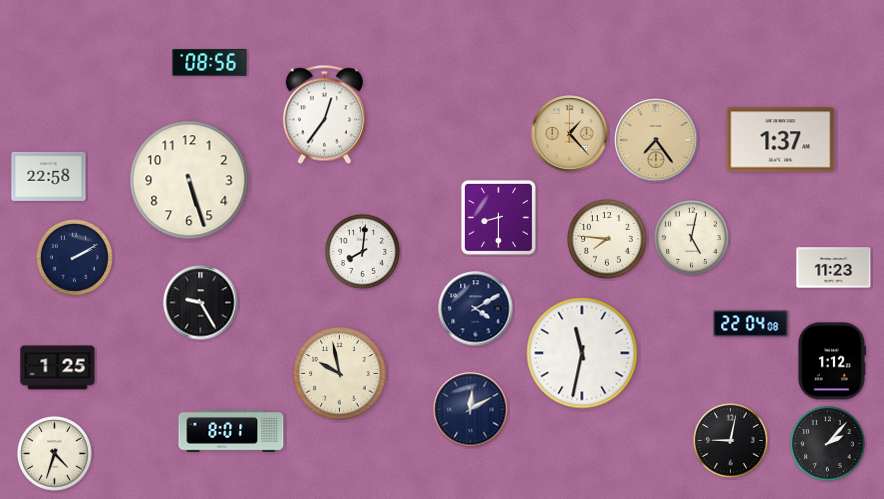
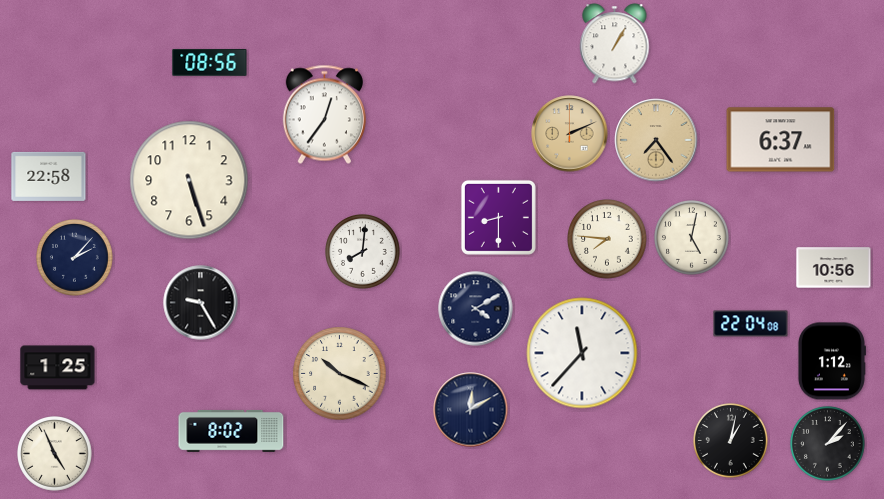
clock at (615, 44): none -> 1:05
clock at (570, 134): 1:23 -> 2:11
clock at (781, 140): 1:37 -> 6:37
clock at (75, 258): 2:10 -> 2:07
clock at (834, 268): 11:23 -> 10:56
clock at (582, 353): 11:32 -> 11:37
clock at (340, 374): 9:58 -> 10:19
clock at (231, 431): 8:01 -> 8:02
clock at (731, 441): 9:02 -> 1:02
clock at (55, 454): 4:33 -> 4:56
